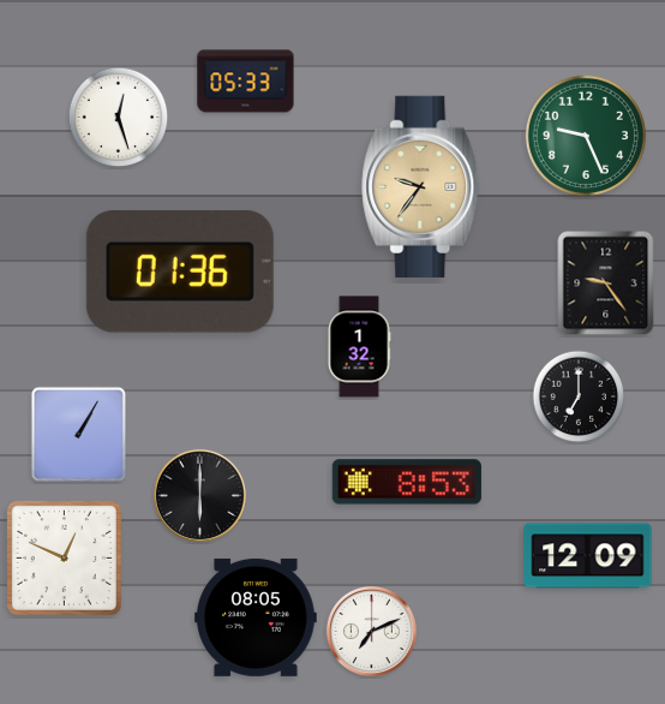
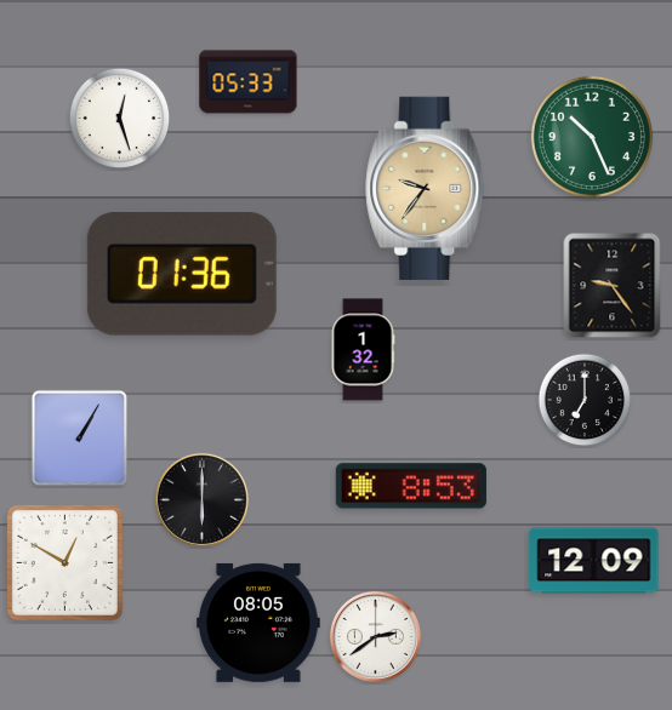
clock at (586, 136): 9:26 -> 10:26
clock at (64, 557): 12:49 -> 12:50
clock at (371, 631): 7:11 -> 2:39
